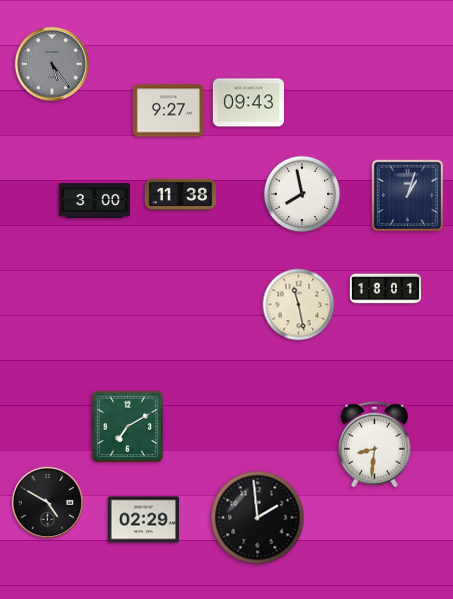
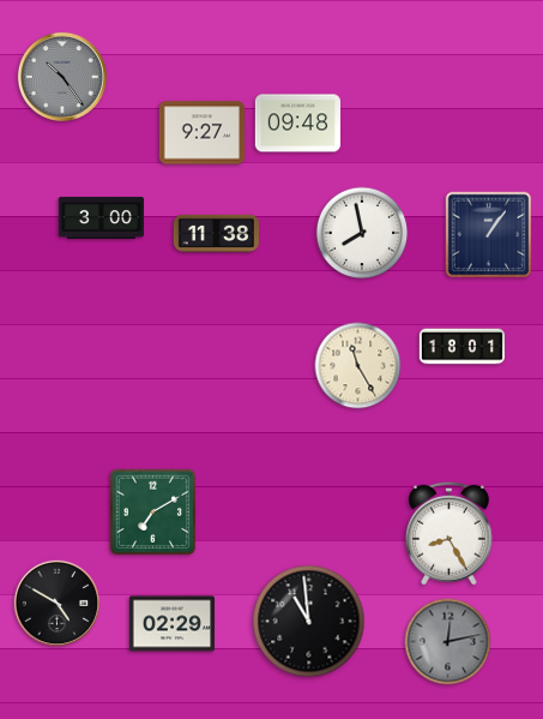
clock at (52, 64): 5:24 -> 10:24
clock at (248, 103): 09:43 -> 09:48
clock at (408, 196): 1:03 -> 1:06
clock at (94, 200) position: (94, 200) -> (101, 217)
clock at (299, 305): 11:28 -> 11:25
clock at (374, 444): 8:31 -> 8:25
clock at (258, 518): 1:59 -> 10:59
clock at (448, 642): none -> 12:13
